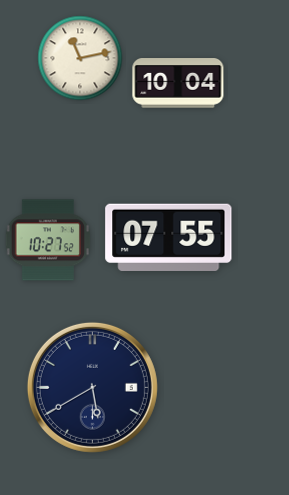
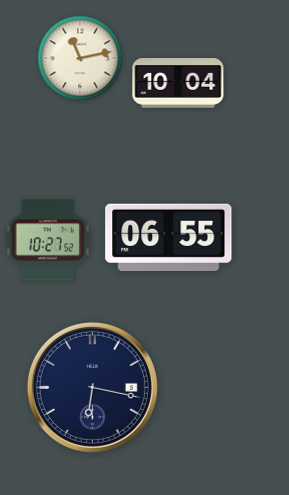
clock at (169, 237): 07:55 -> 06:55
clock at (92, 387): 5:40 -> 6:17
